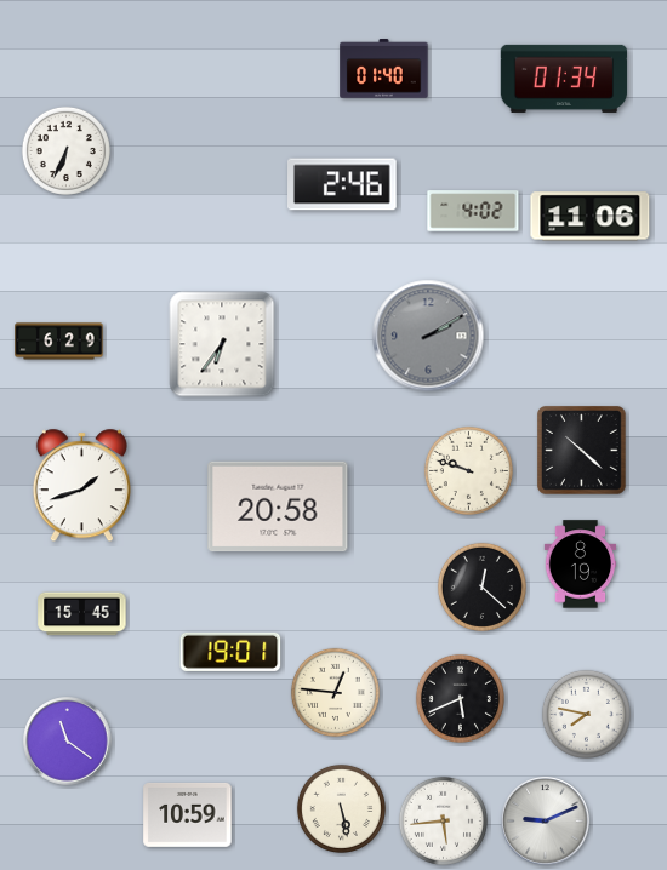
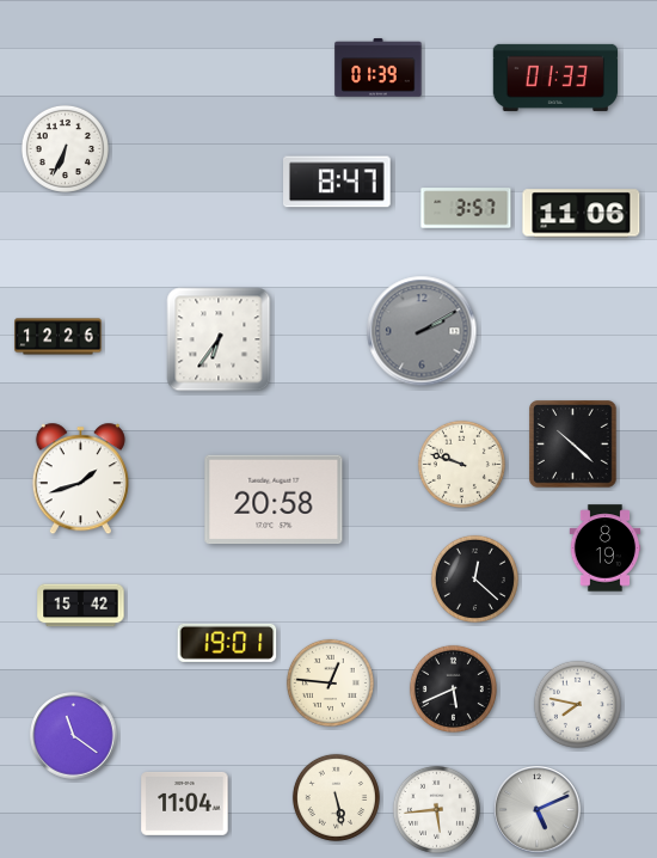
clock at (384, 69): 01:40 -> 01:39
clock at (564, 79): 01:34 -> 01:33
clock at (343, 184): 2:46 -> 8:47
clock at (473, 211): 4:02 -> 3:57
clock at (59, 342): 6:29 -> 12:26
clock at (581, 565) position: (581, 565) -> (606, 548)
clock at (82, 614): 15:45 -> 15:42
clock at (68, 742) position: (68, 742) -> (74, 736)
clock at (188, 814): 10:59 -> 11:04
clock at (546, 822): 9:11 -> 5:11
